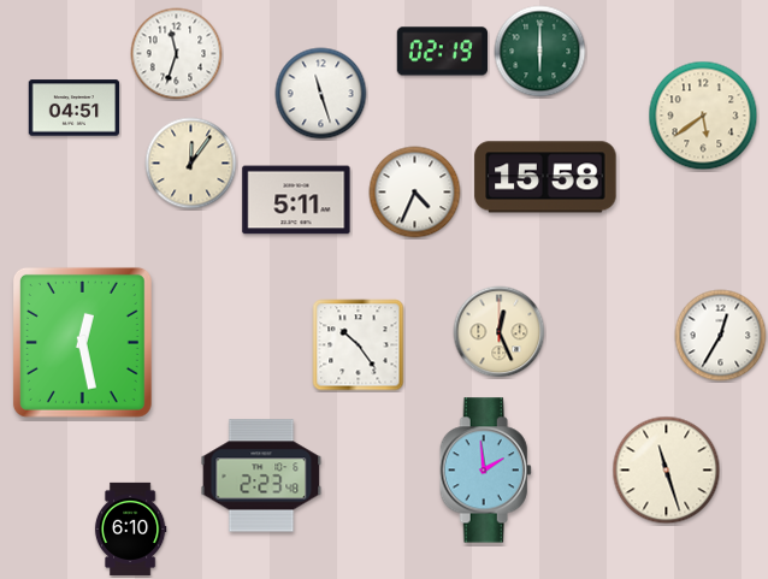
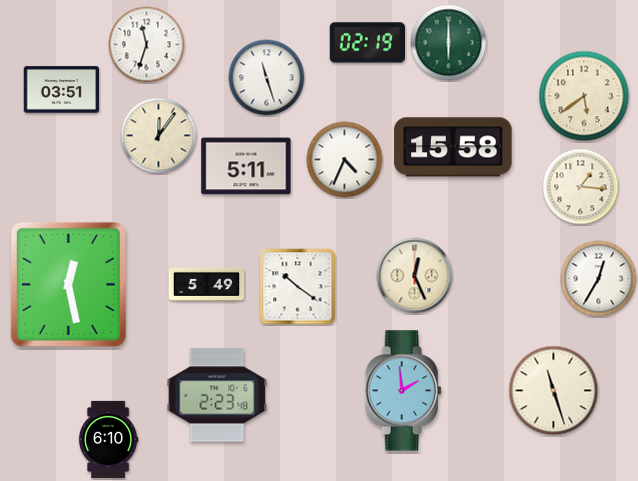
clock at (75, 108): 04:51 -> 03:51
clock at (581, 187): none -> 1:16
clock at (207, 284): none -> 5:49
clock at (359, 345): 10:24 -> 10:21
